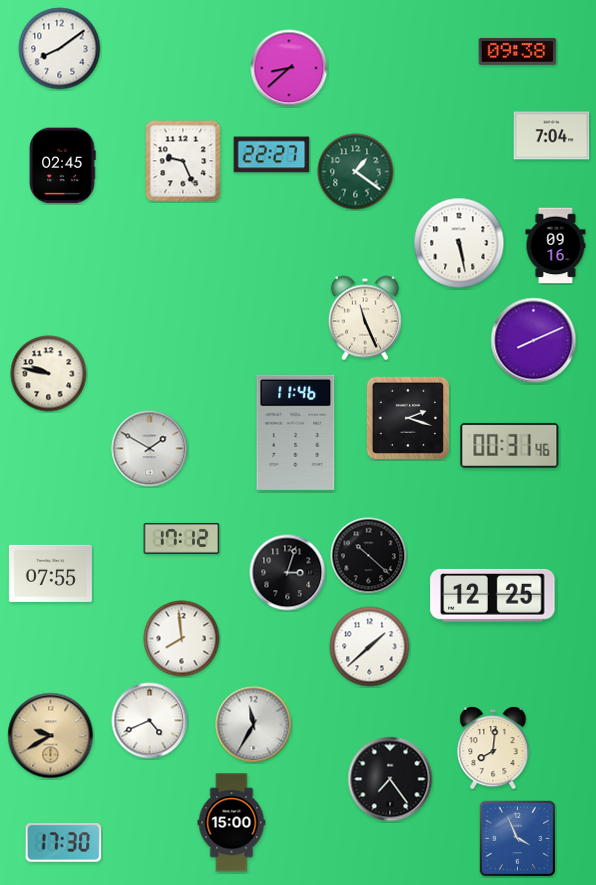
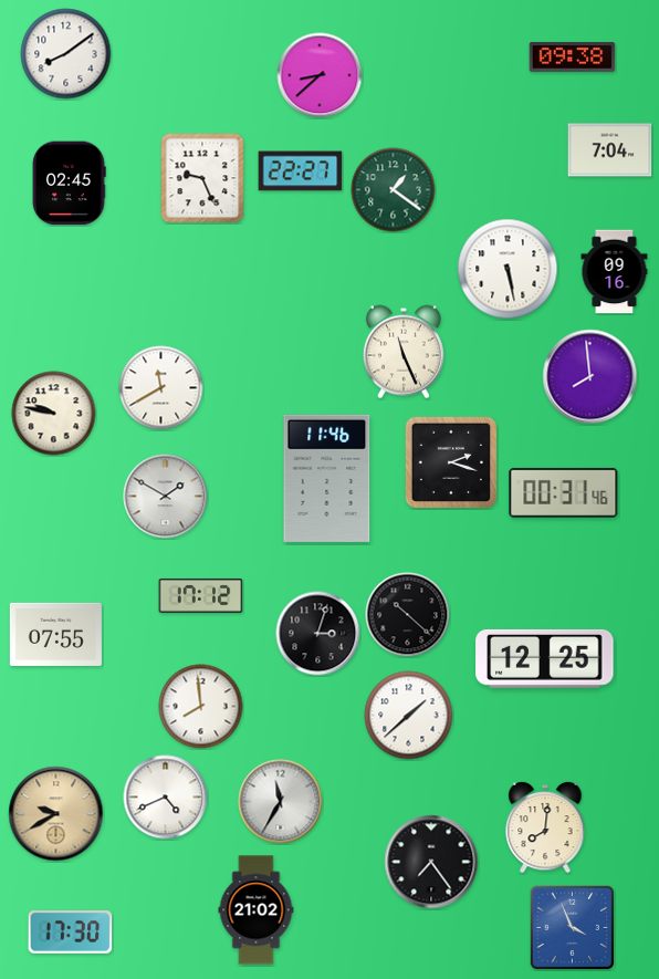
clock at (534, 341): 8:11 -> 7:59
clock at (161, 388): none -> 11:40
clock at (232, 823): 15:00 -> 21:02
